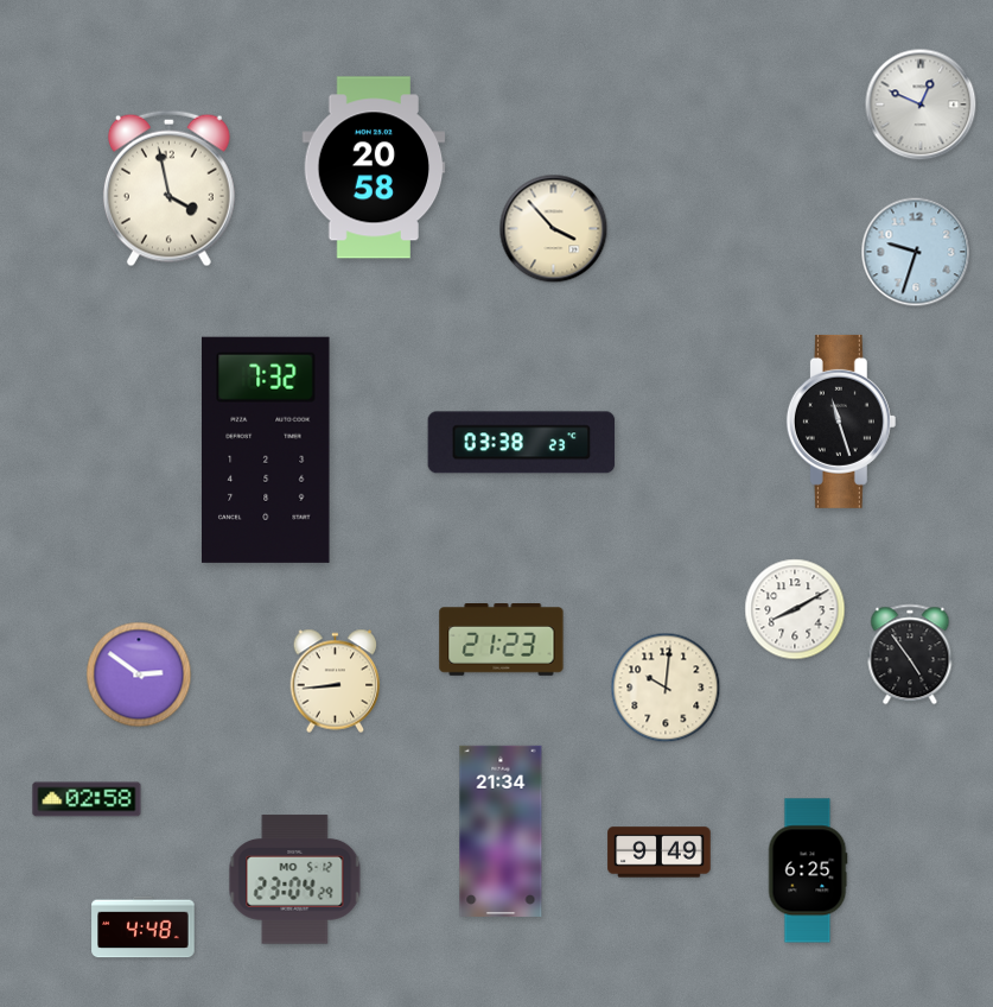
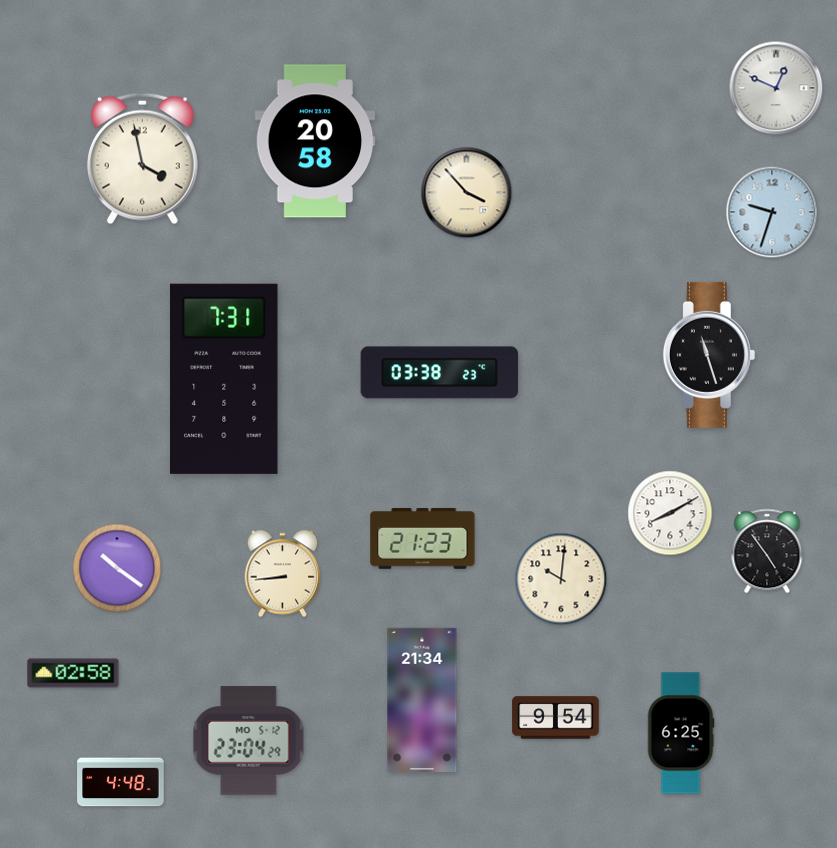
clock at (267, 450): 7:32 -> 7:31
clock at (139, 674): 2:51 -> 10:21
clock at (660, 853): 9:49 -> 9:54
